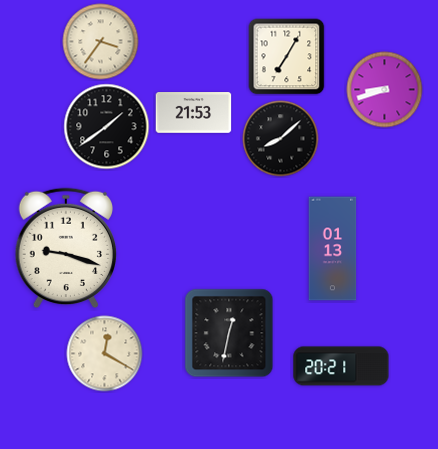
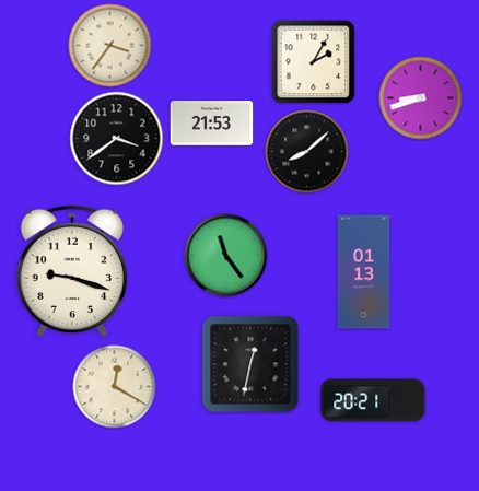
clock at (287, 57): 7:05 -> 2:05
clock at (107, 127): 1:39 -> 3:39
clock at (226, 256): none -> 11:24
